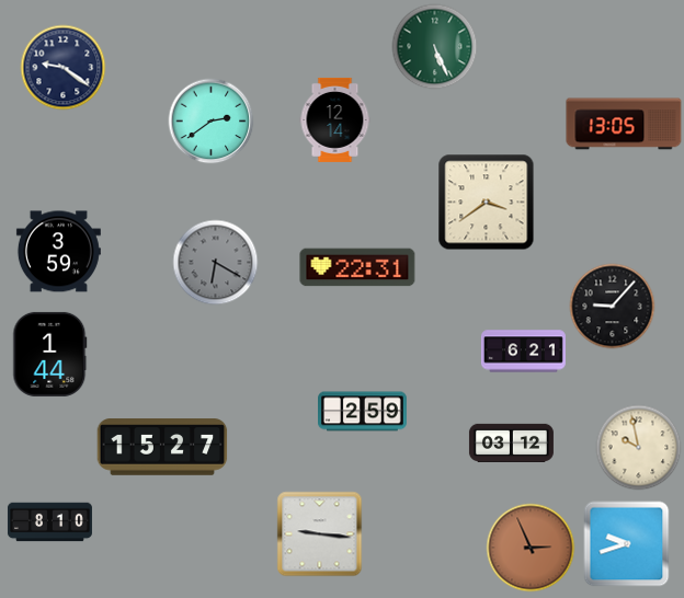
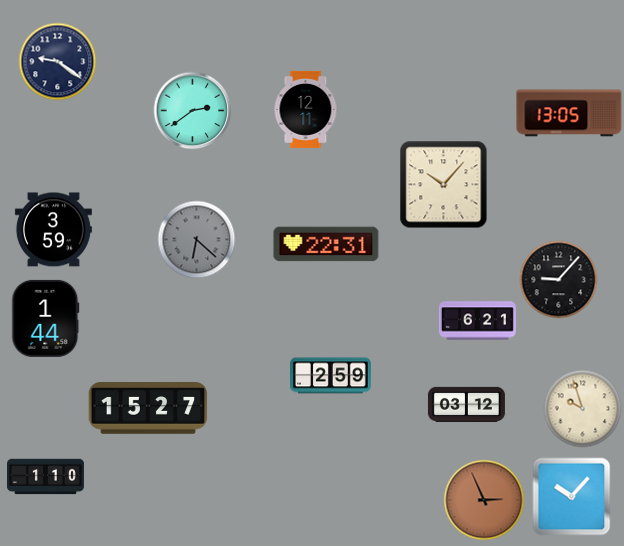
clock at (434, 46): 5:26 -> none
clock at (335, 119): 12:14 -> 12:11
clock at (486, 202): 3:39 -> 10:07
clock at (215, 262): 6:20 -> 6:22
clock at (50, 354) position: (50, 354) -> (46, 318)
clock at (638, 447): 9:58 -> 9:57
clock at (49, 522): 8:10 -> 1:10
clock at (319, 533): 9:16 -> none
clock at (626, 543): 9:42 -> 10:07
